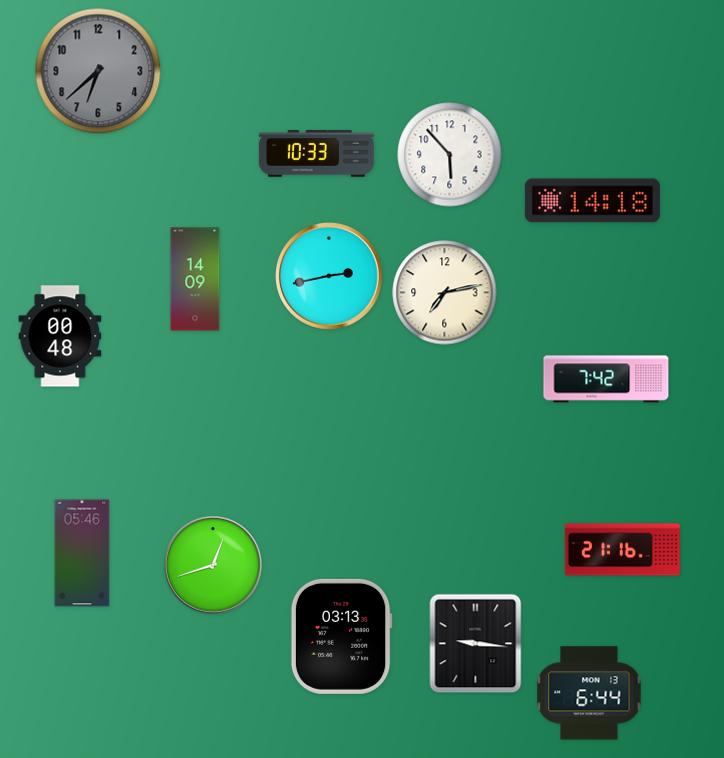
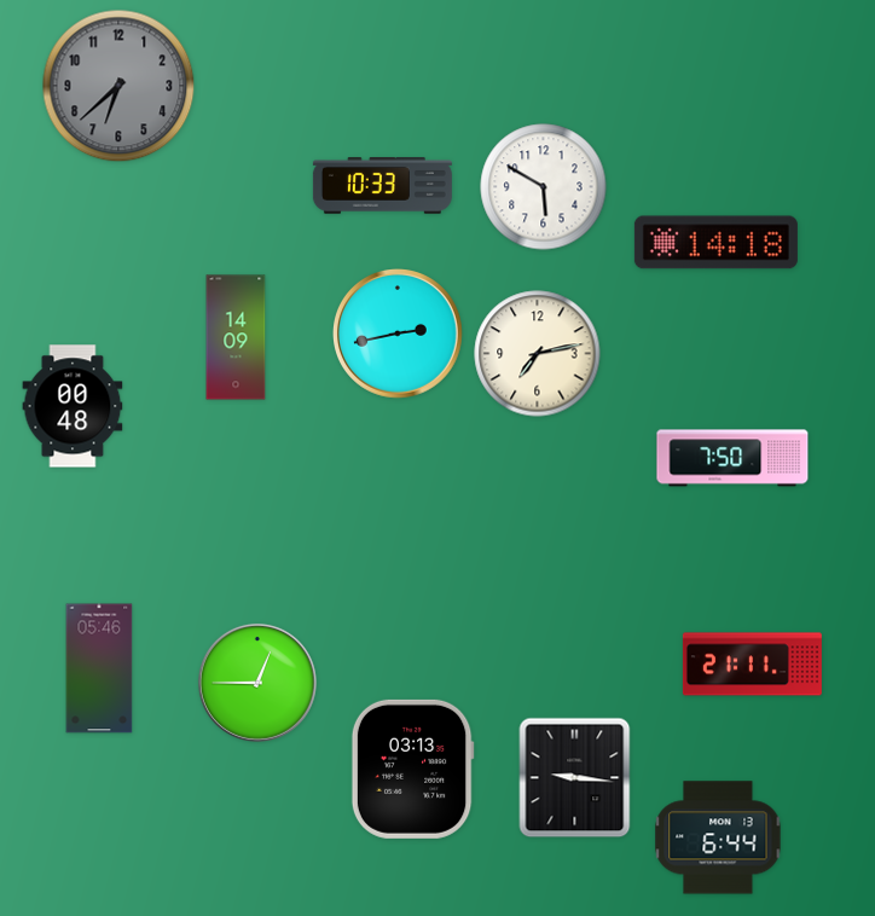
clock at (450, 155): 5:53 -> 5:50
clock at (606, 379): 7:42 -> 7:50
clock at (622, 550): 21:16 -> 21:11
clock at (213, 565): 12:42 -> 12:45
clock at (589, 693) position: (589, 693) -> (718, 837)
